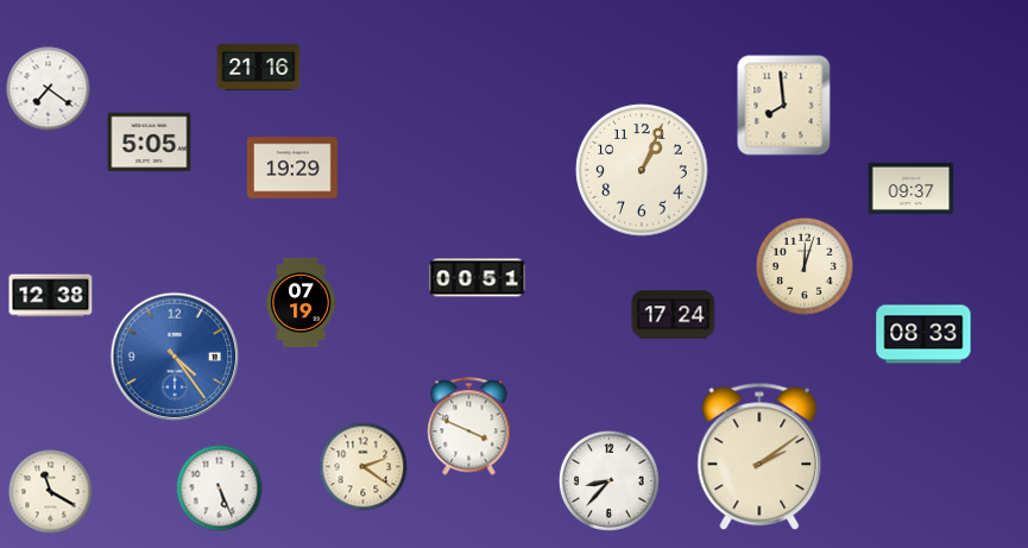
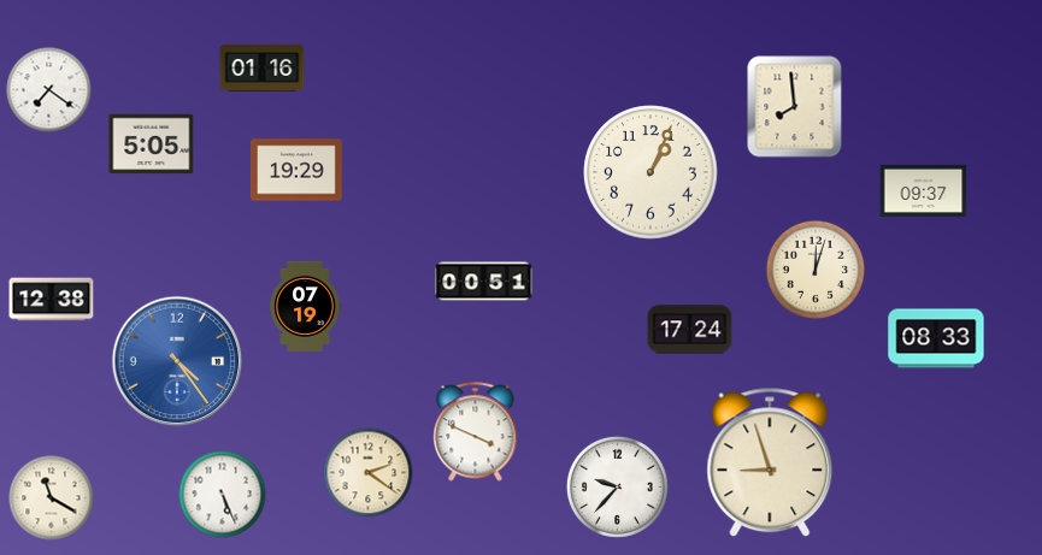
clock at (259, 67): 21:16 -> 01:16
clock at (674, 315) position: (674, 315) -> (690, 330)
clock at (759, 456): 2:09 -> 8:57
clock at (608, 480): 8:37 -> 9:37
